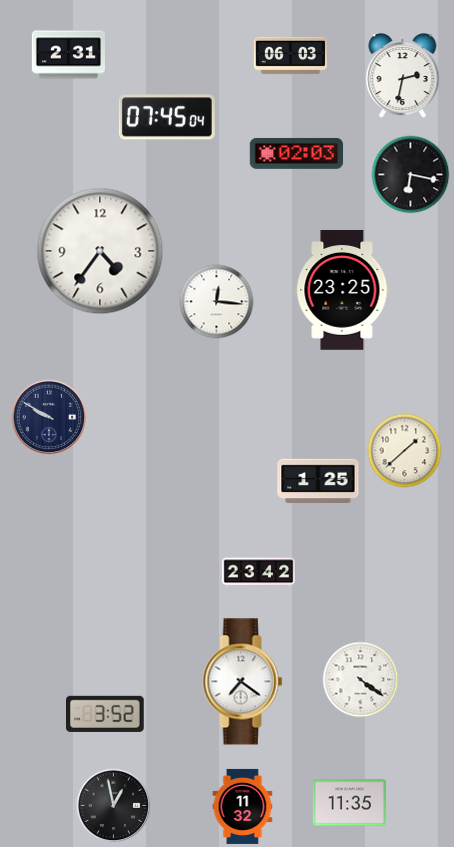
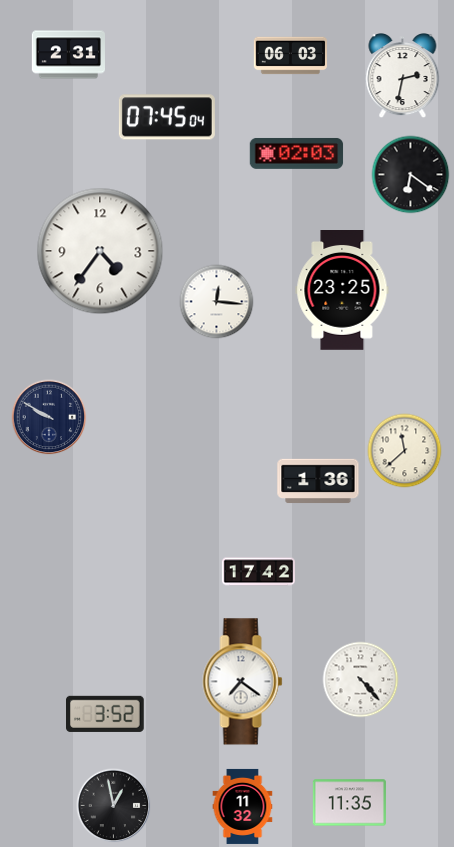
clock at (411, 175): 6:17 -> 6:21
clock at (405, 451): 1:38 -> 11:38
clock at (318, 481): 1:25 -> 1:36
clock at (258, 572): 23:42 -> 17:42
clock at (361, 680): 4:21 -> 4:23
